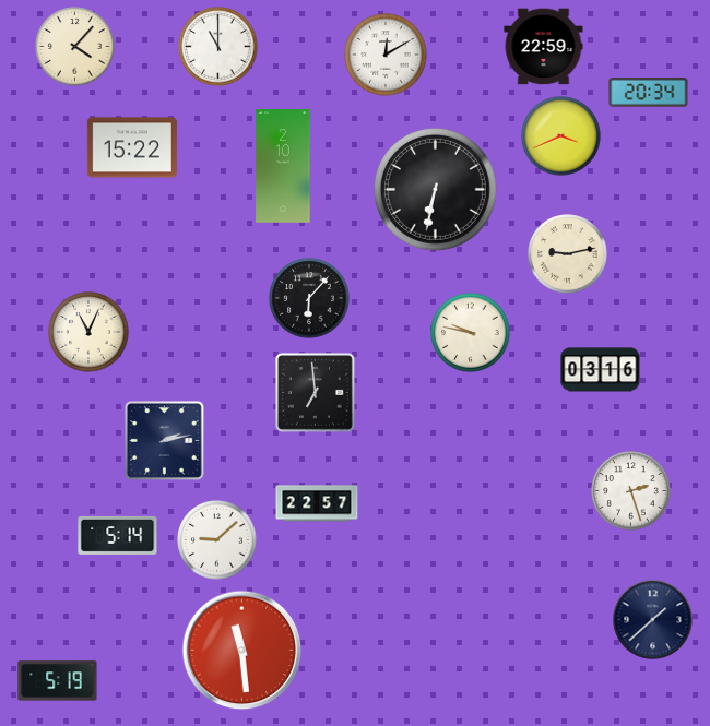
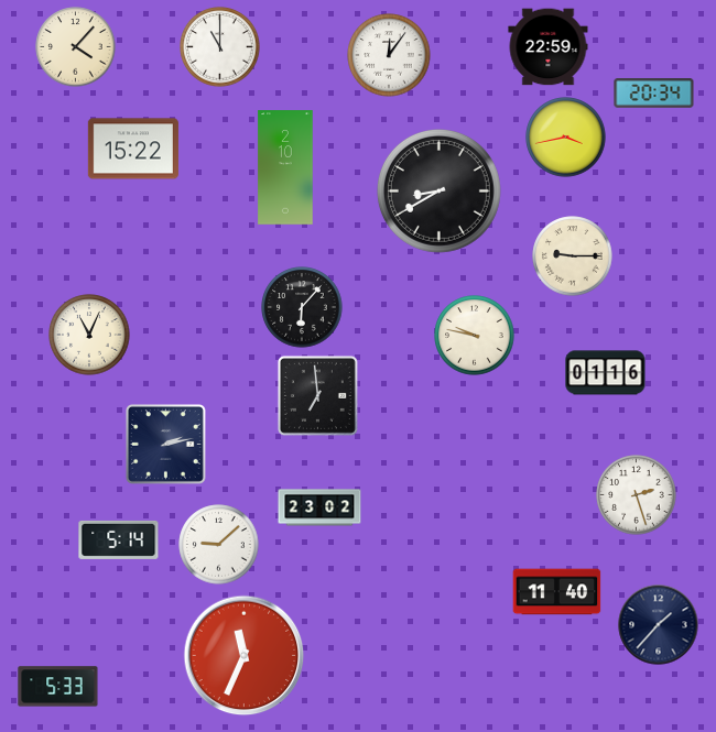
clock at (386, 55): 12:10 -> 12:06
clock at (561, 136): 3:41 -> 3:43
clock at (435, 189): 6:32 -> 8:40
clock at (568, 254): 9:13 -> 9:15
clock at (309, 298) position: (309, 298) -> (302, 307)
clock at (601, 370): 03:16 -> 01:16
clock at (317, 503): 22:57 -> 23:02
clock at (557, 592): none -> 11:40
clock at (653, 620): 1:38 -> 1:37
clock at (242, 651): 11:29 -> 11:34
clock at (58, 681): 5:19 -> 5:33
